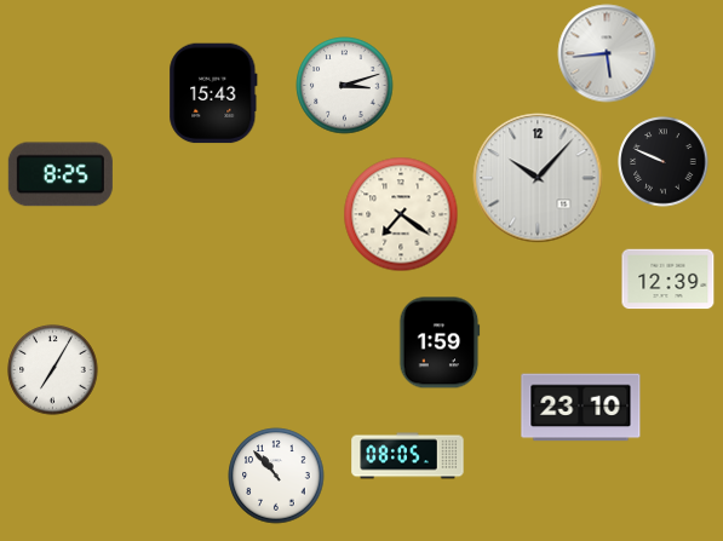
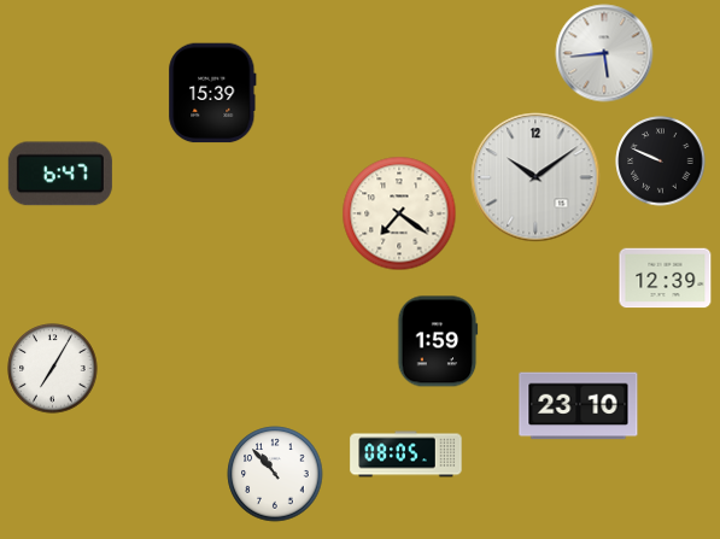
clock at (345, 86): 3:12 -> none
clock at (213, 93): 15:43 -> 15:39
clock at (61, 174): 8:25 -> 6:47
clock at (538, 178): 10:07 -> 10:09
